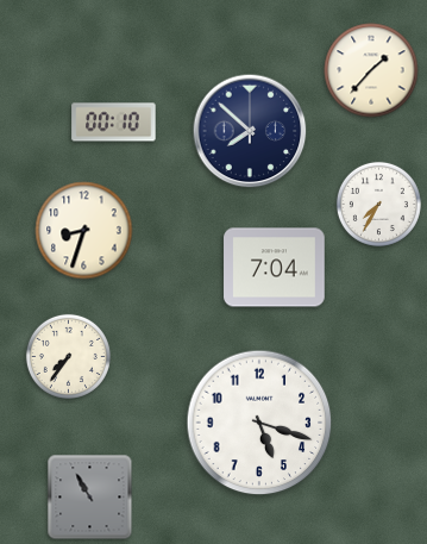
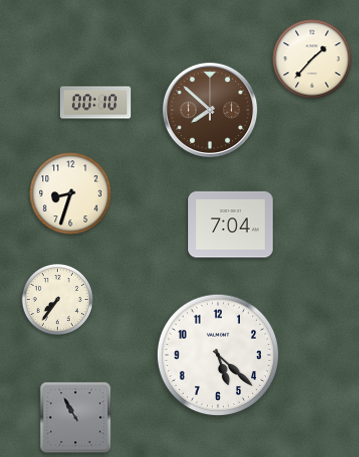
clock at (250, 131) dial: navy -> brown
clock at (378, 204): 7:35 -> none
clock at (259, 423): 5:18 -> 5:22
